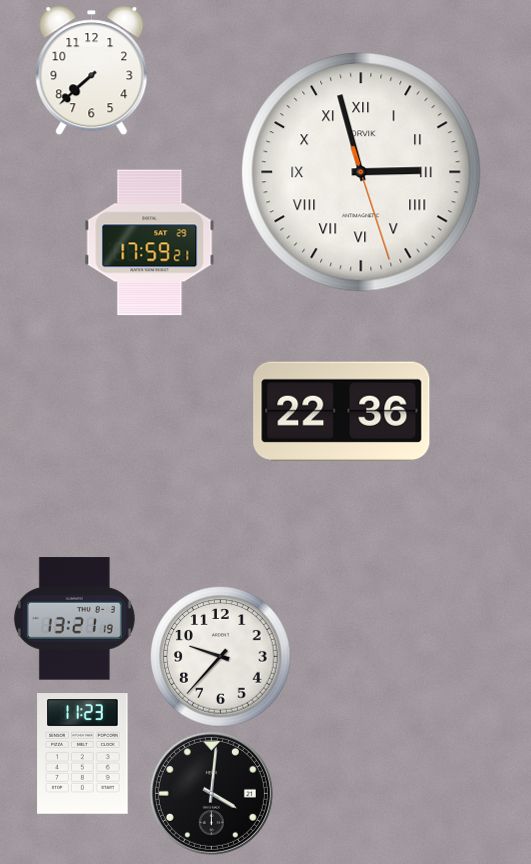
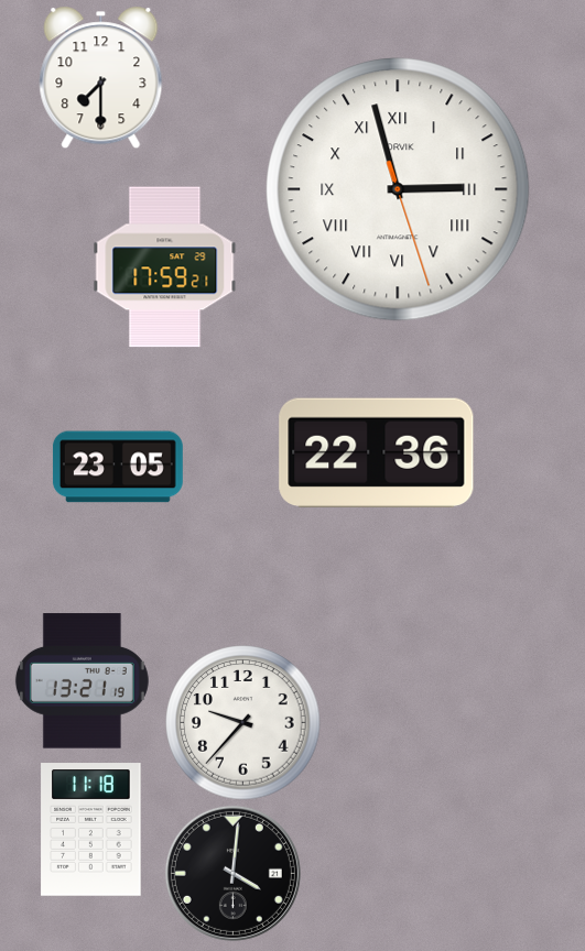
clock at (92, 71): 7:38 -> 7:30
clock at (118, 467): none -> 23:05
clock at (83, 754): 11:23 -> 11:18
